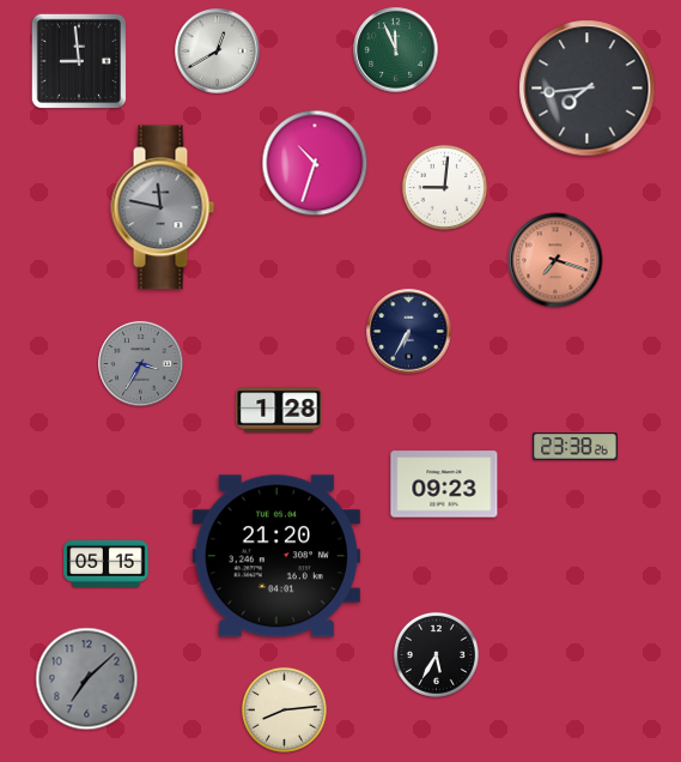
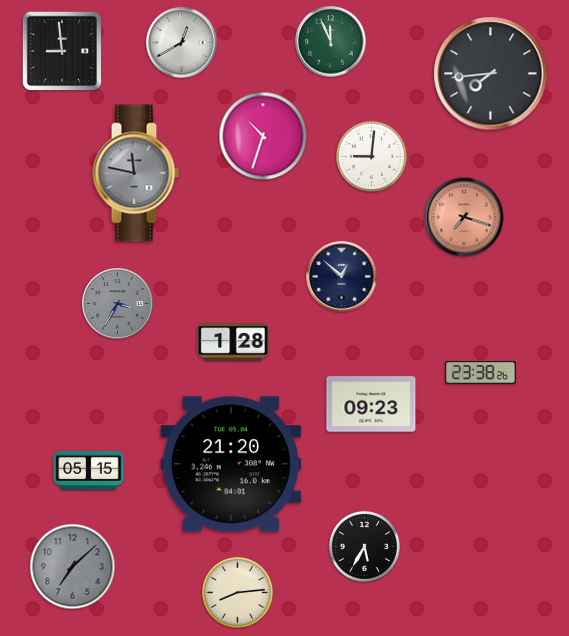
clock at (79, 61) position: (79, 61) -> (62, 51)
clock at (409, 332): 6:35 -> 12:52
